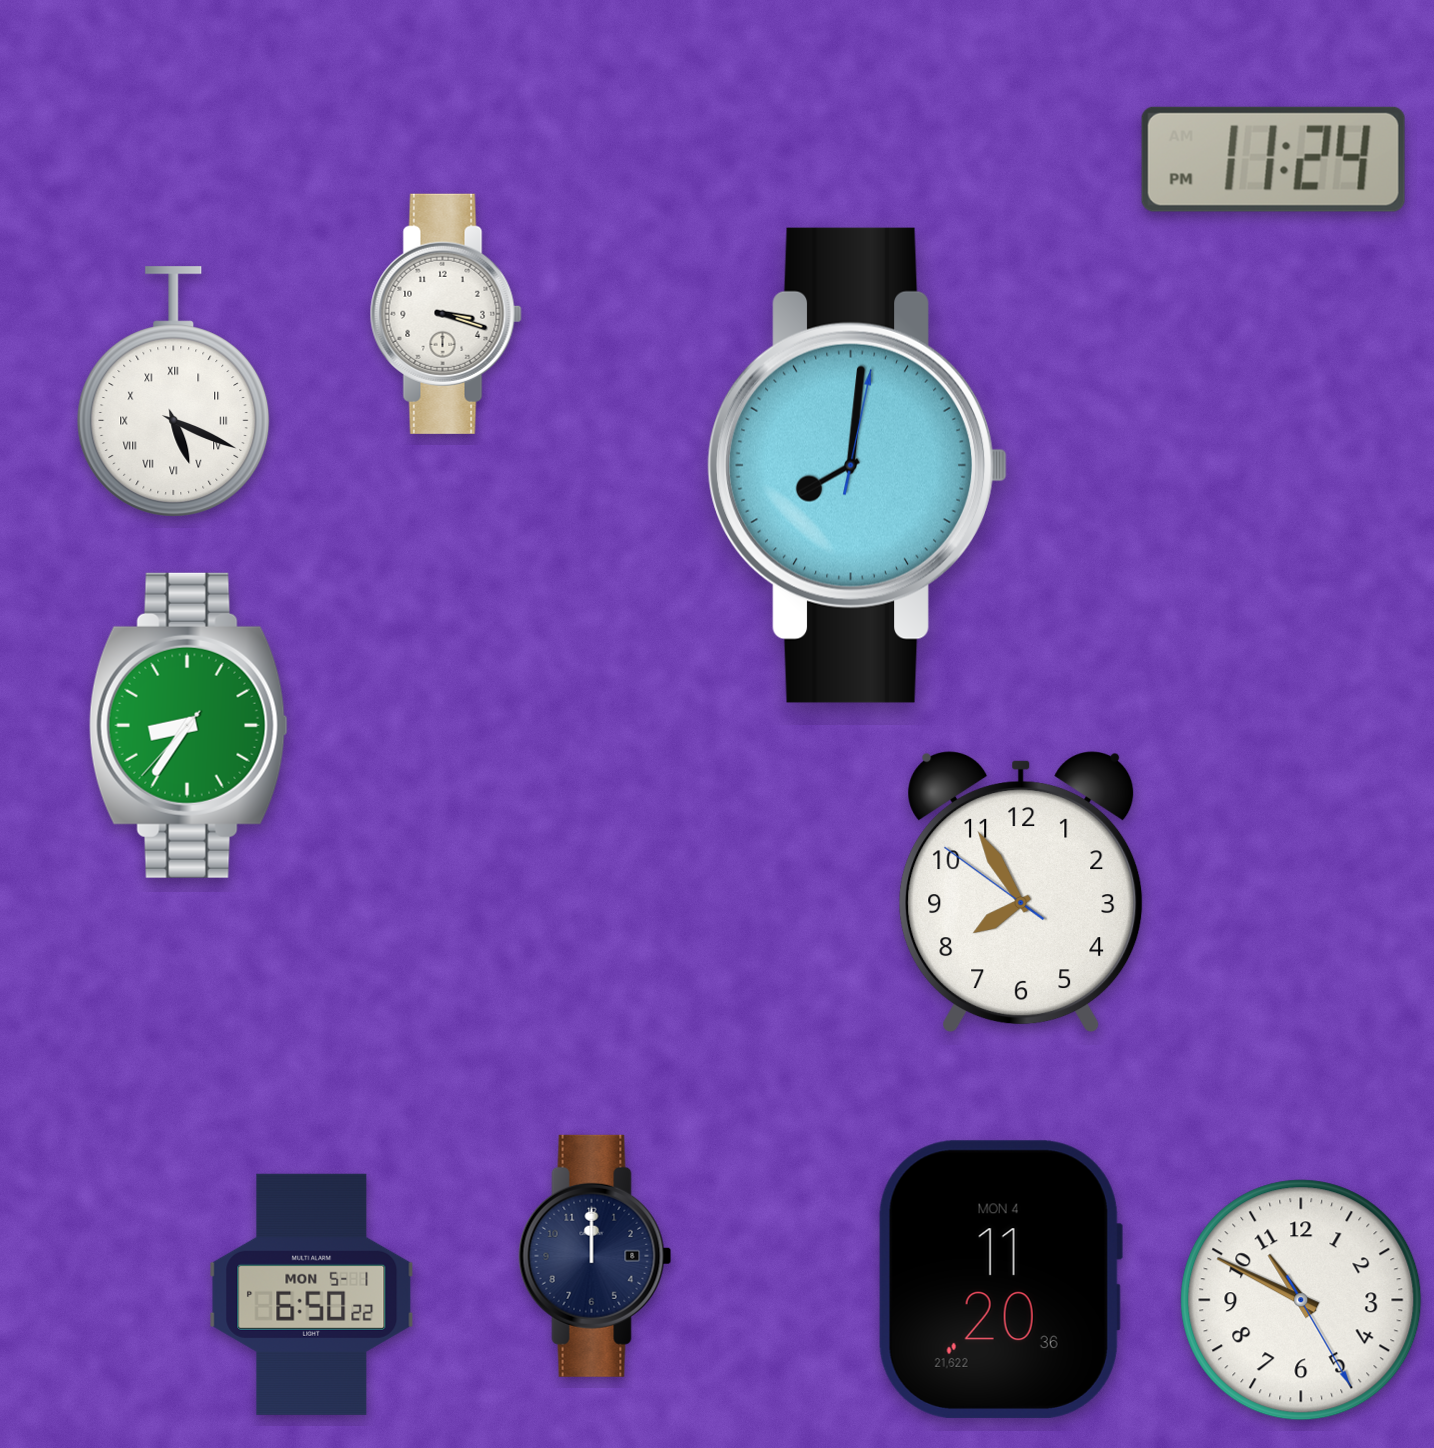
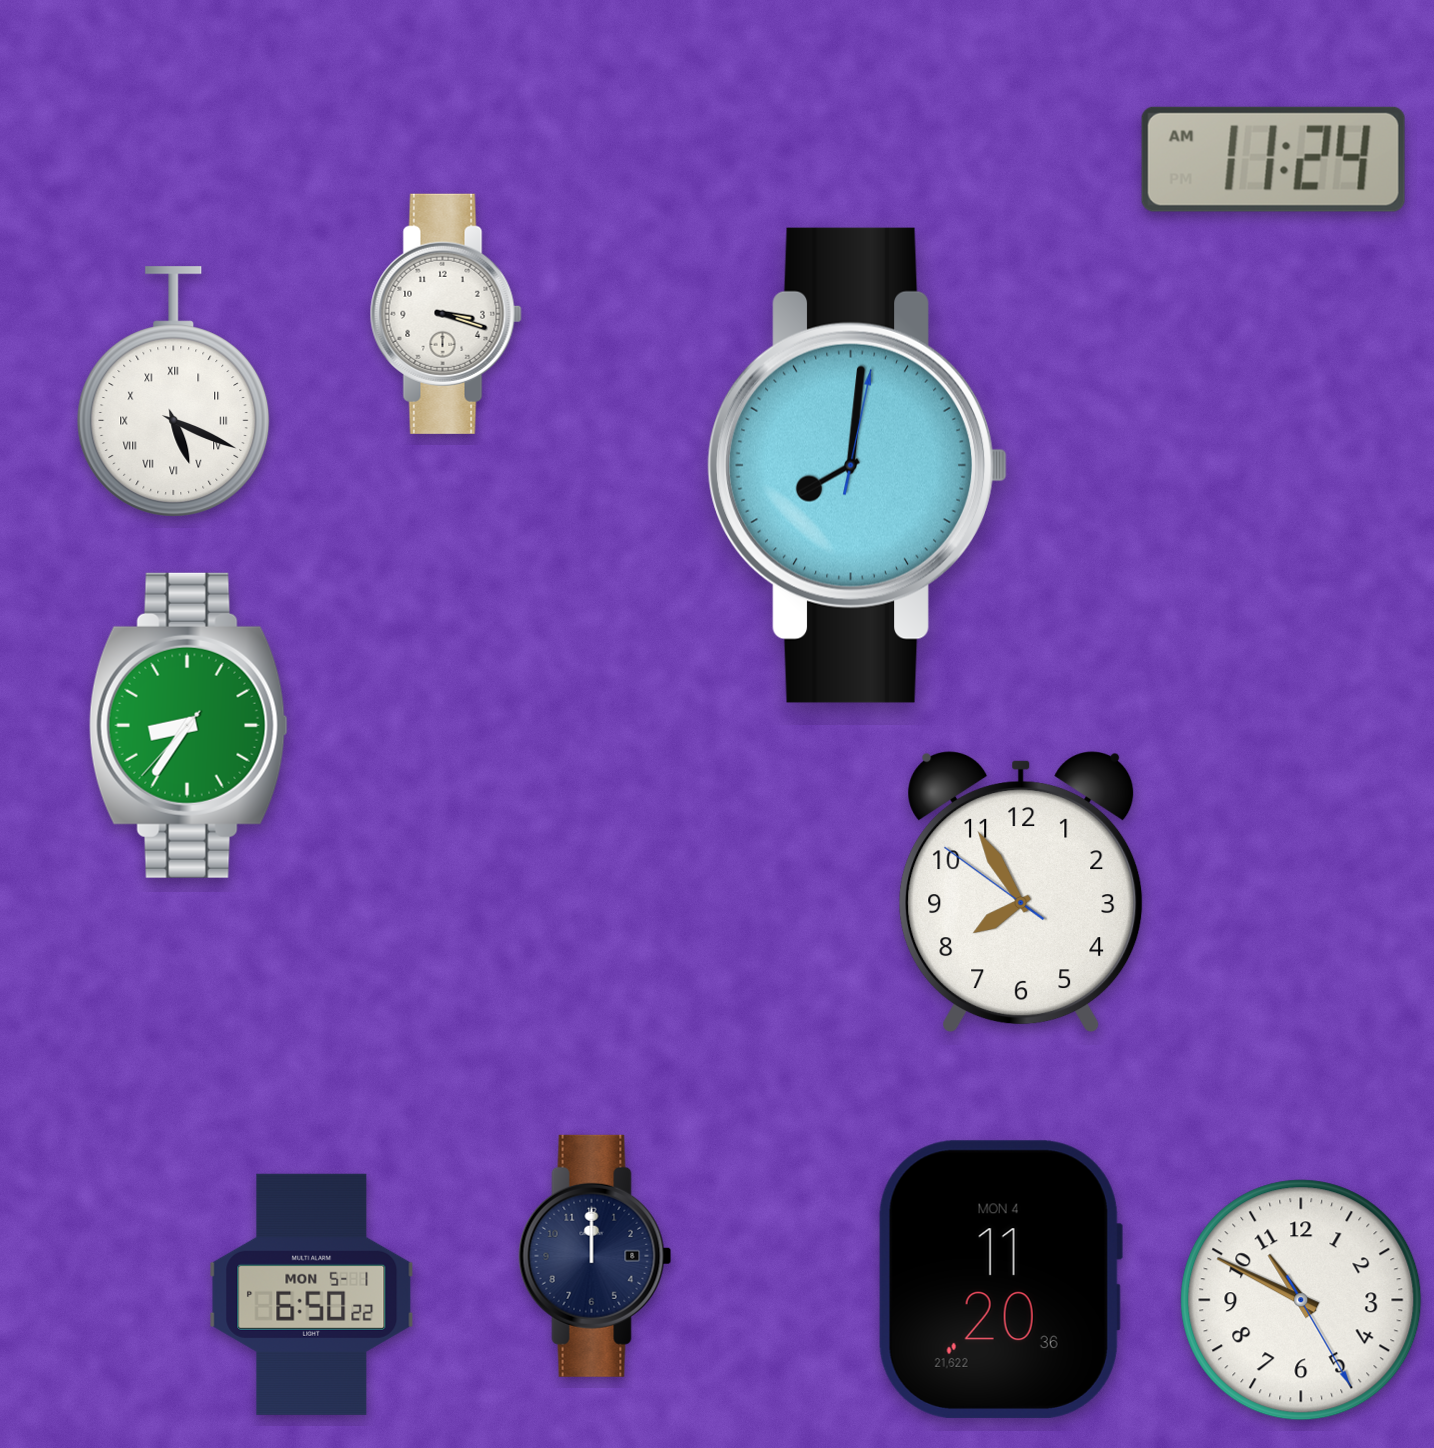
clock at (1273, 159): 11:24 PM -> 11:24 AM
